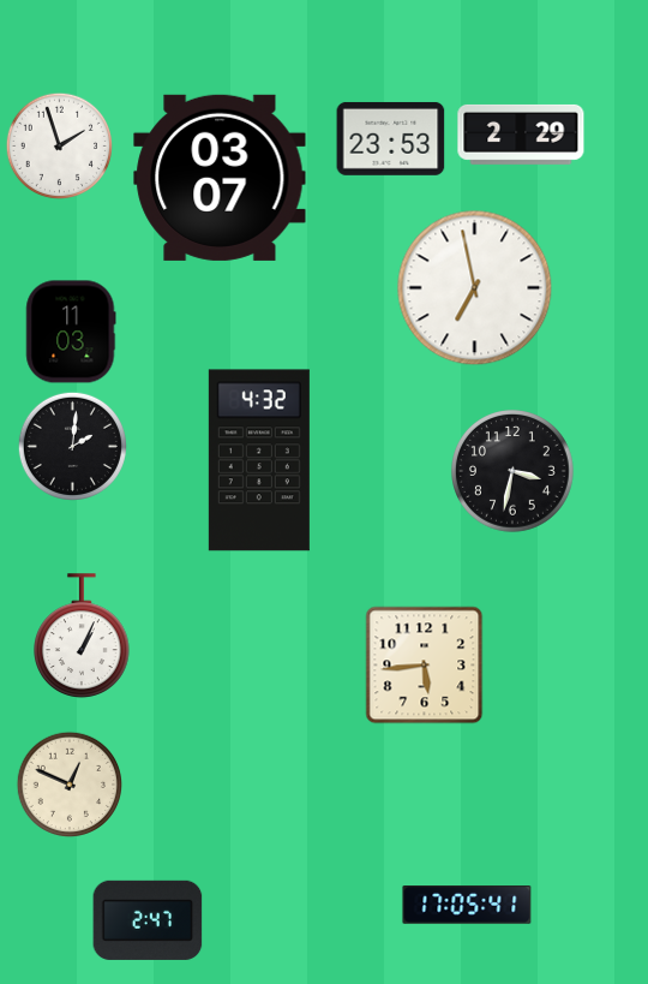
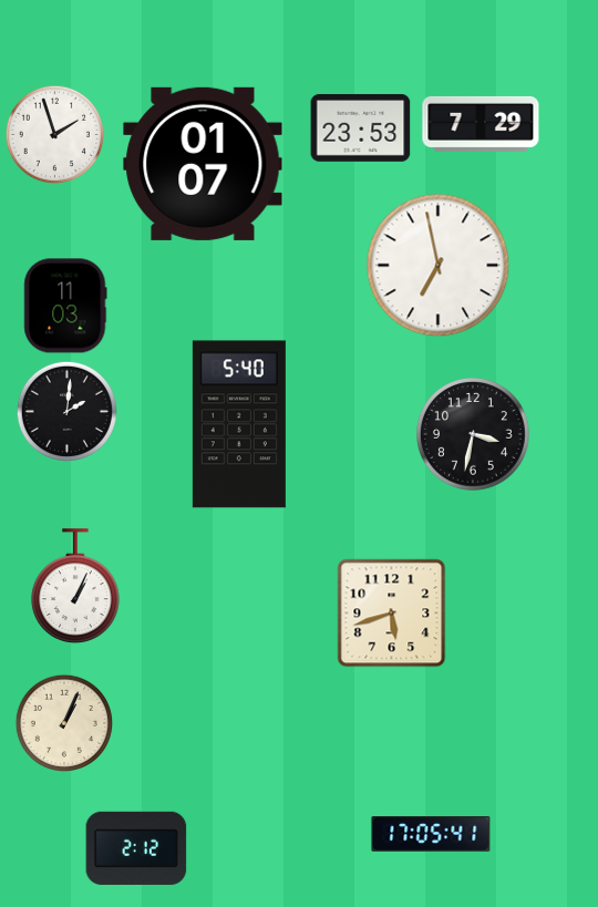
clock at (521, 135): 2:29 -> 7:29
clock at (220, 178): 03:07 -> 01:07
clock at (259, 460): 4:32 -> 5:40
clock at (425, 666): 5:44 -> 5:42
clock at (70, 785): 12:49 -> 1:04
clock at (148, 920): 2:47 -> 2:12
